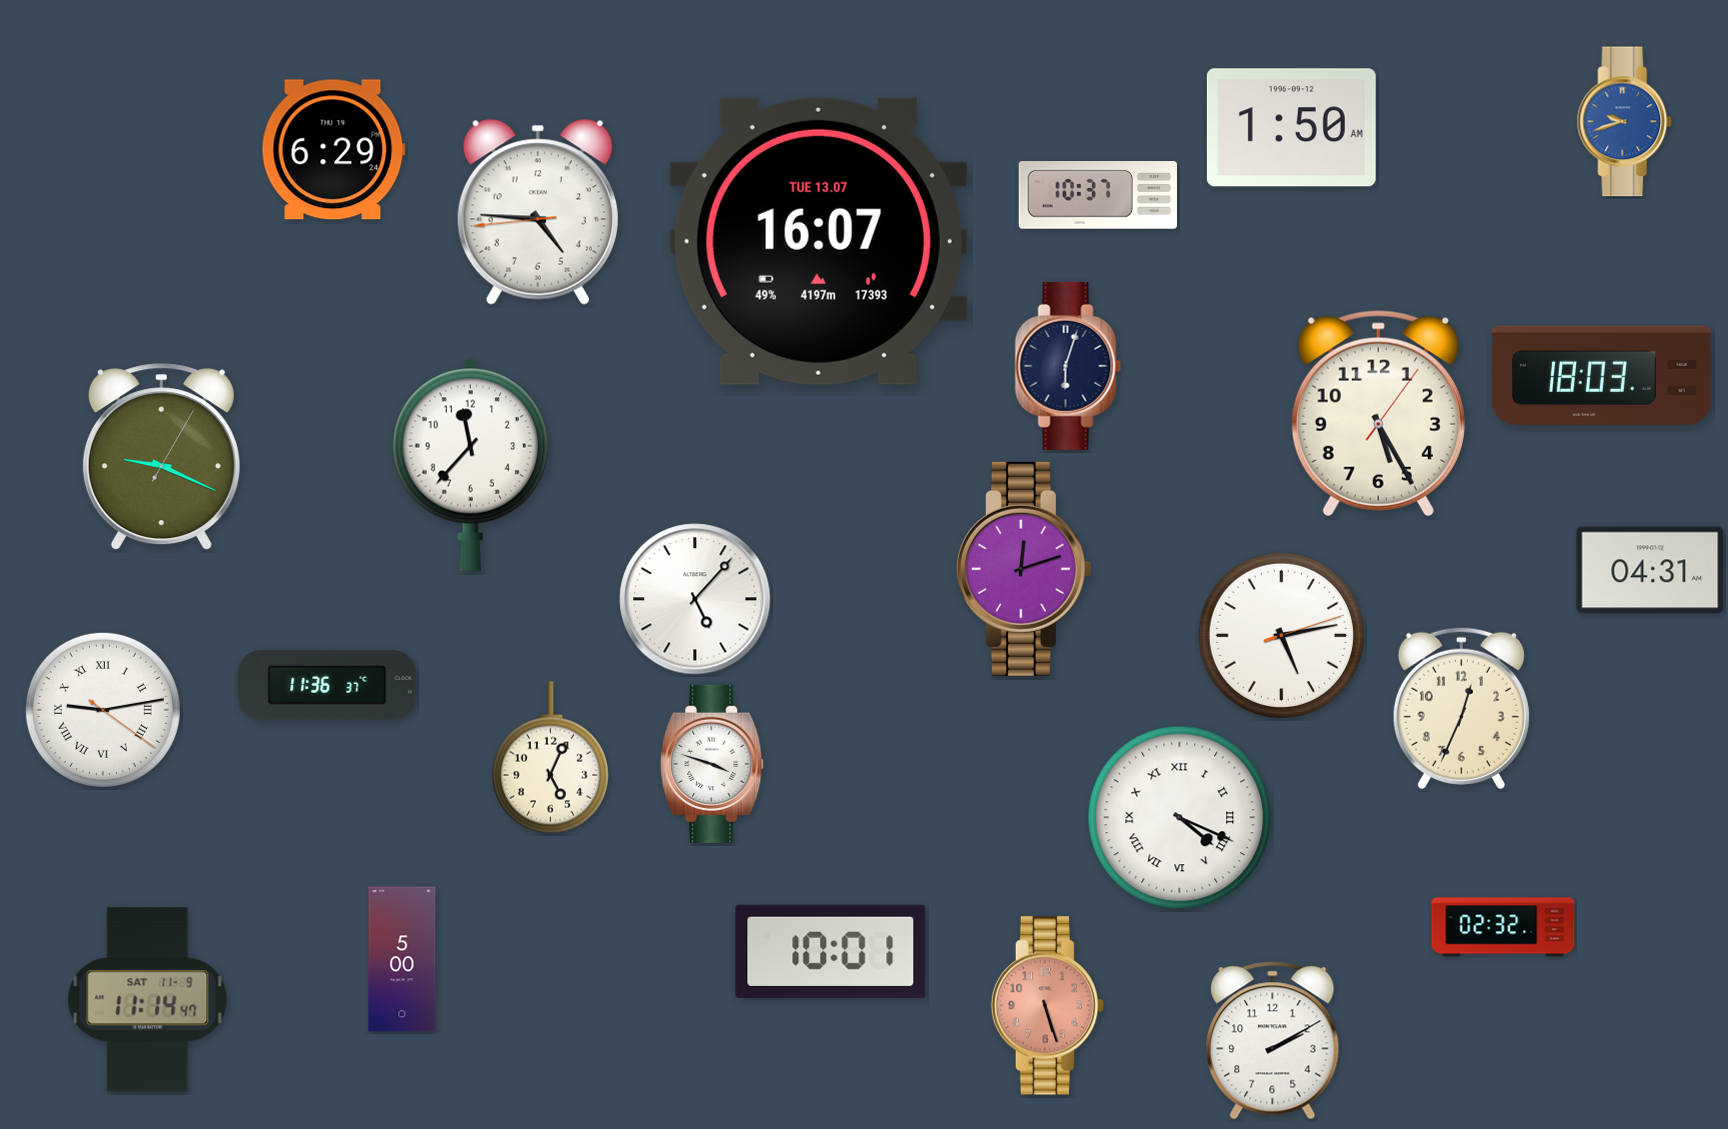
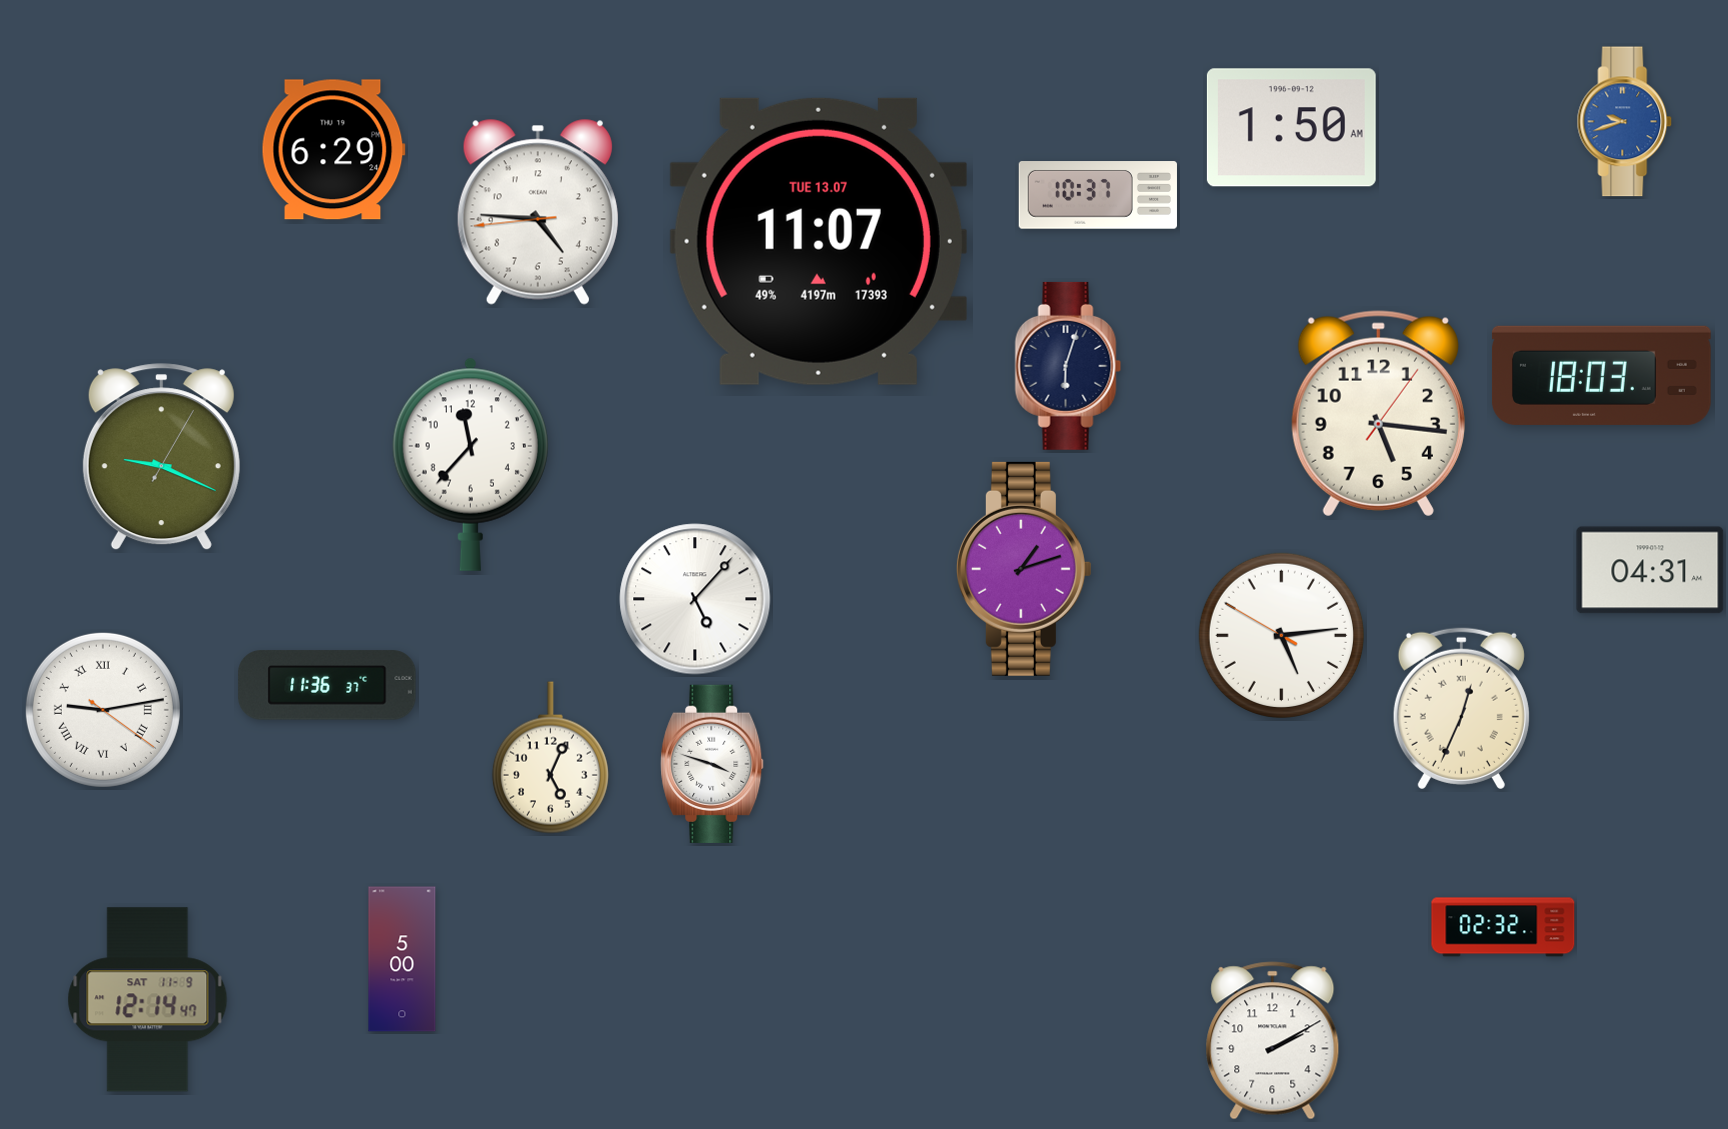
clock at (818, 241): 16:07 -> 11:07
clock at (1378, 414): 5:25 -> 5:16
clock at (1024, 569): 12:12 -> 1:12
clock at (1281, 635): 5:13:12 -> 5:13:50
clock at (1461, 708) numerals: Arabic -> Roman
clock at (1180, 818): 4:19 -> none
clock at (831, 951): 10:01 -> none
clock at (148, 1000): 11:14 -> 12:14
clock at (1048, 1006): 5:27 -> none
